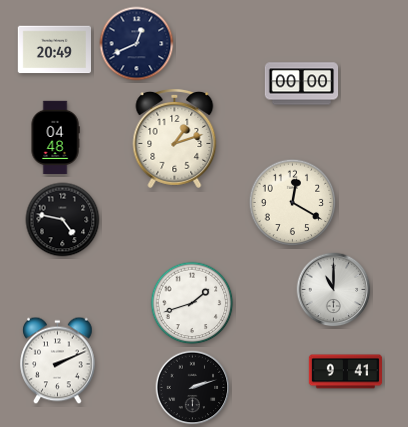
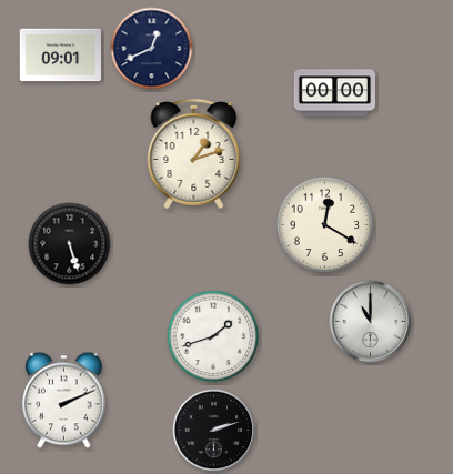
clock at (54, 50): 20:49 -> 09:01
clock at (55, 138): 04:48 -> none
clock at (63, 220): 4:47 -> 5:27
clock at (346, 372): 9:41 -> none
